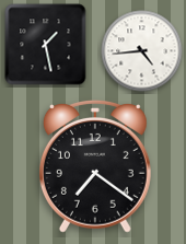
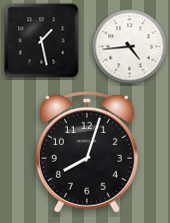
clock at (95, 166): 7:21 -> 8:03
